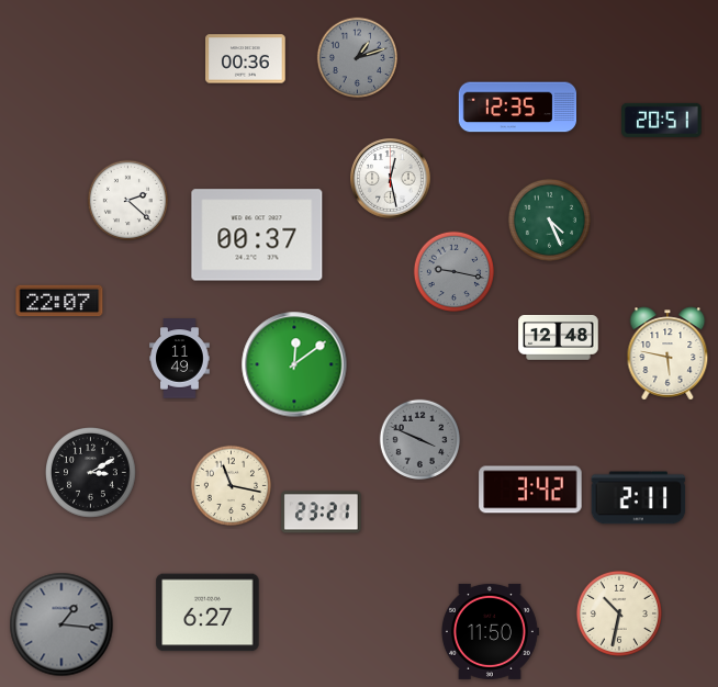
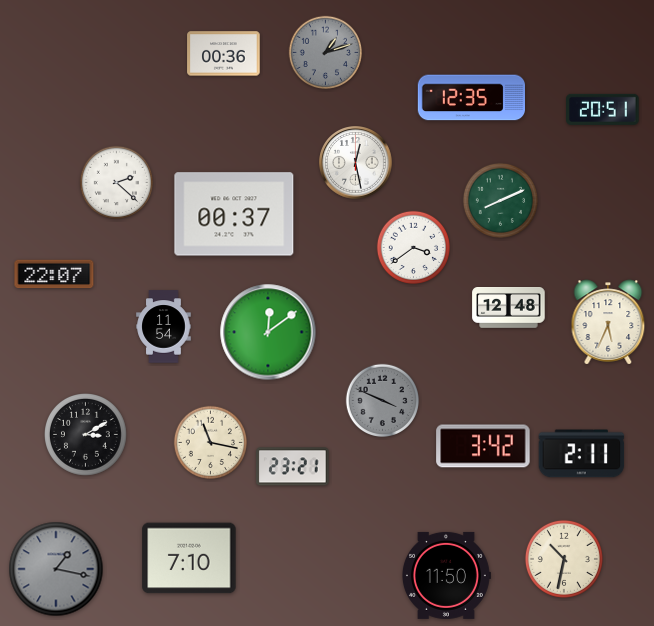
clock at (549, 219): 4:26 -> 8:11
clock at (455, 272): 9:17 -> 3:39
clock at (455, 272) dial: grey -> white
clock at (667, 353): 5:47 -> 5:34
clock at (180, 359): 11:49 -> 11:54
clock at (91, 473) position: (91, 473) -> (86, 435)
clock at (207, 612): 6:27 -> 7:10
clock at (61, 624): 1:16 -> 1:17
